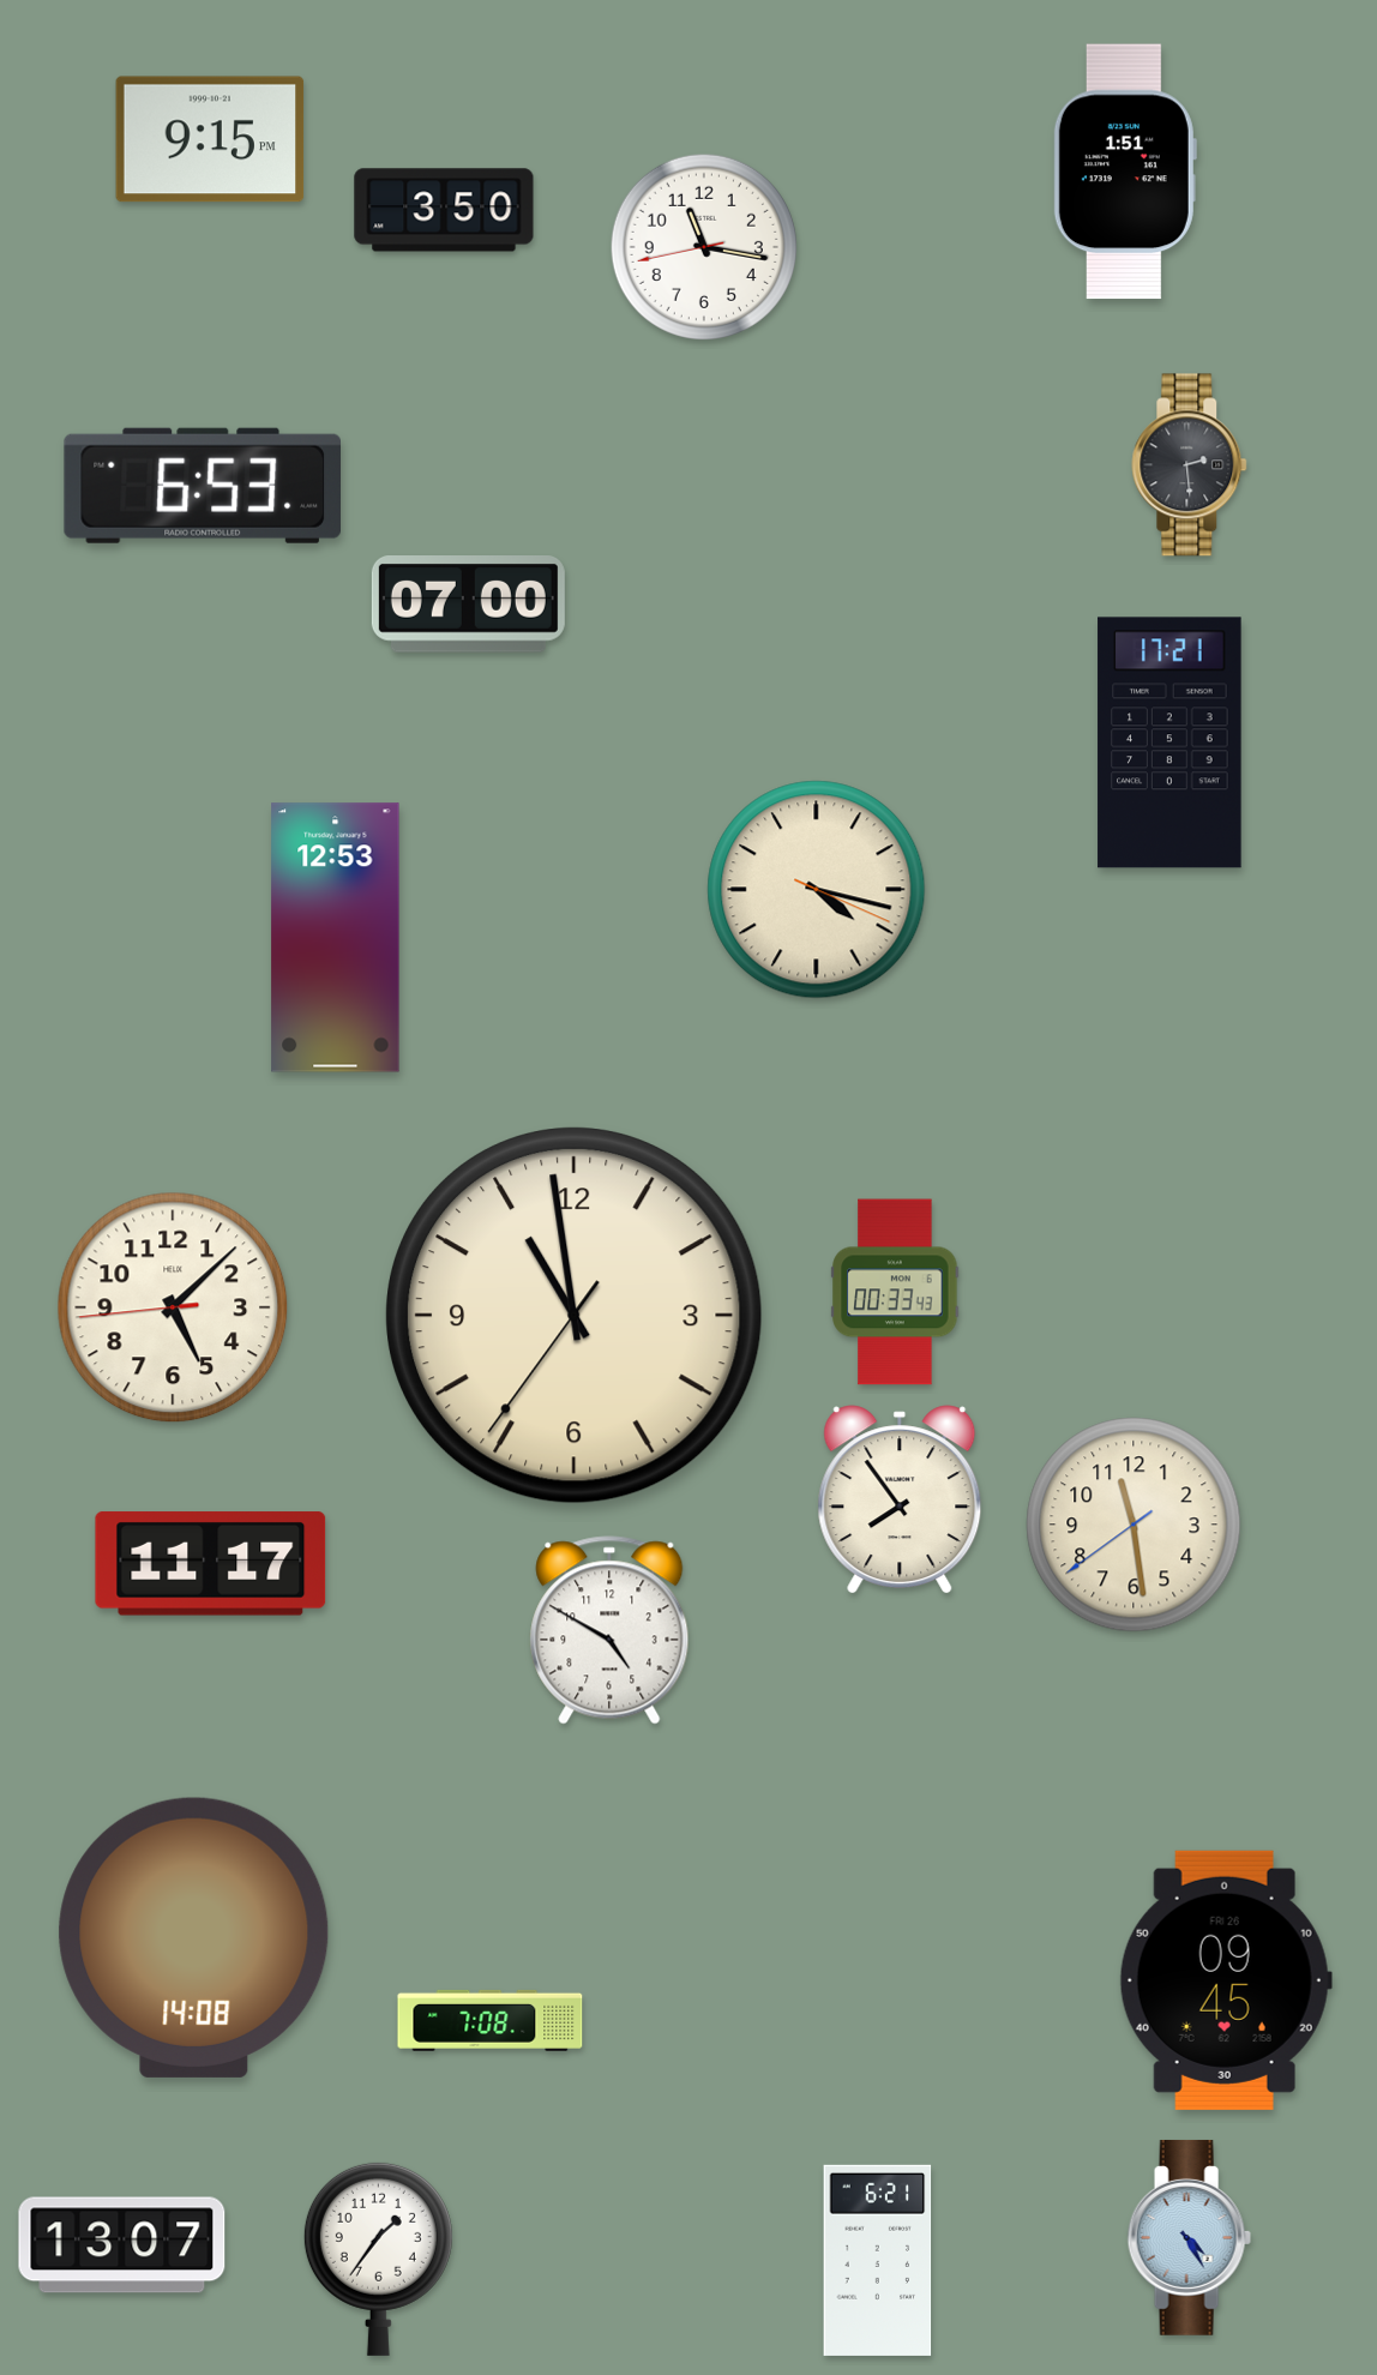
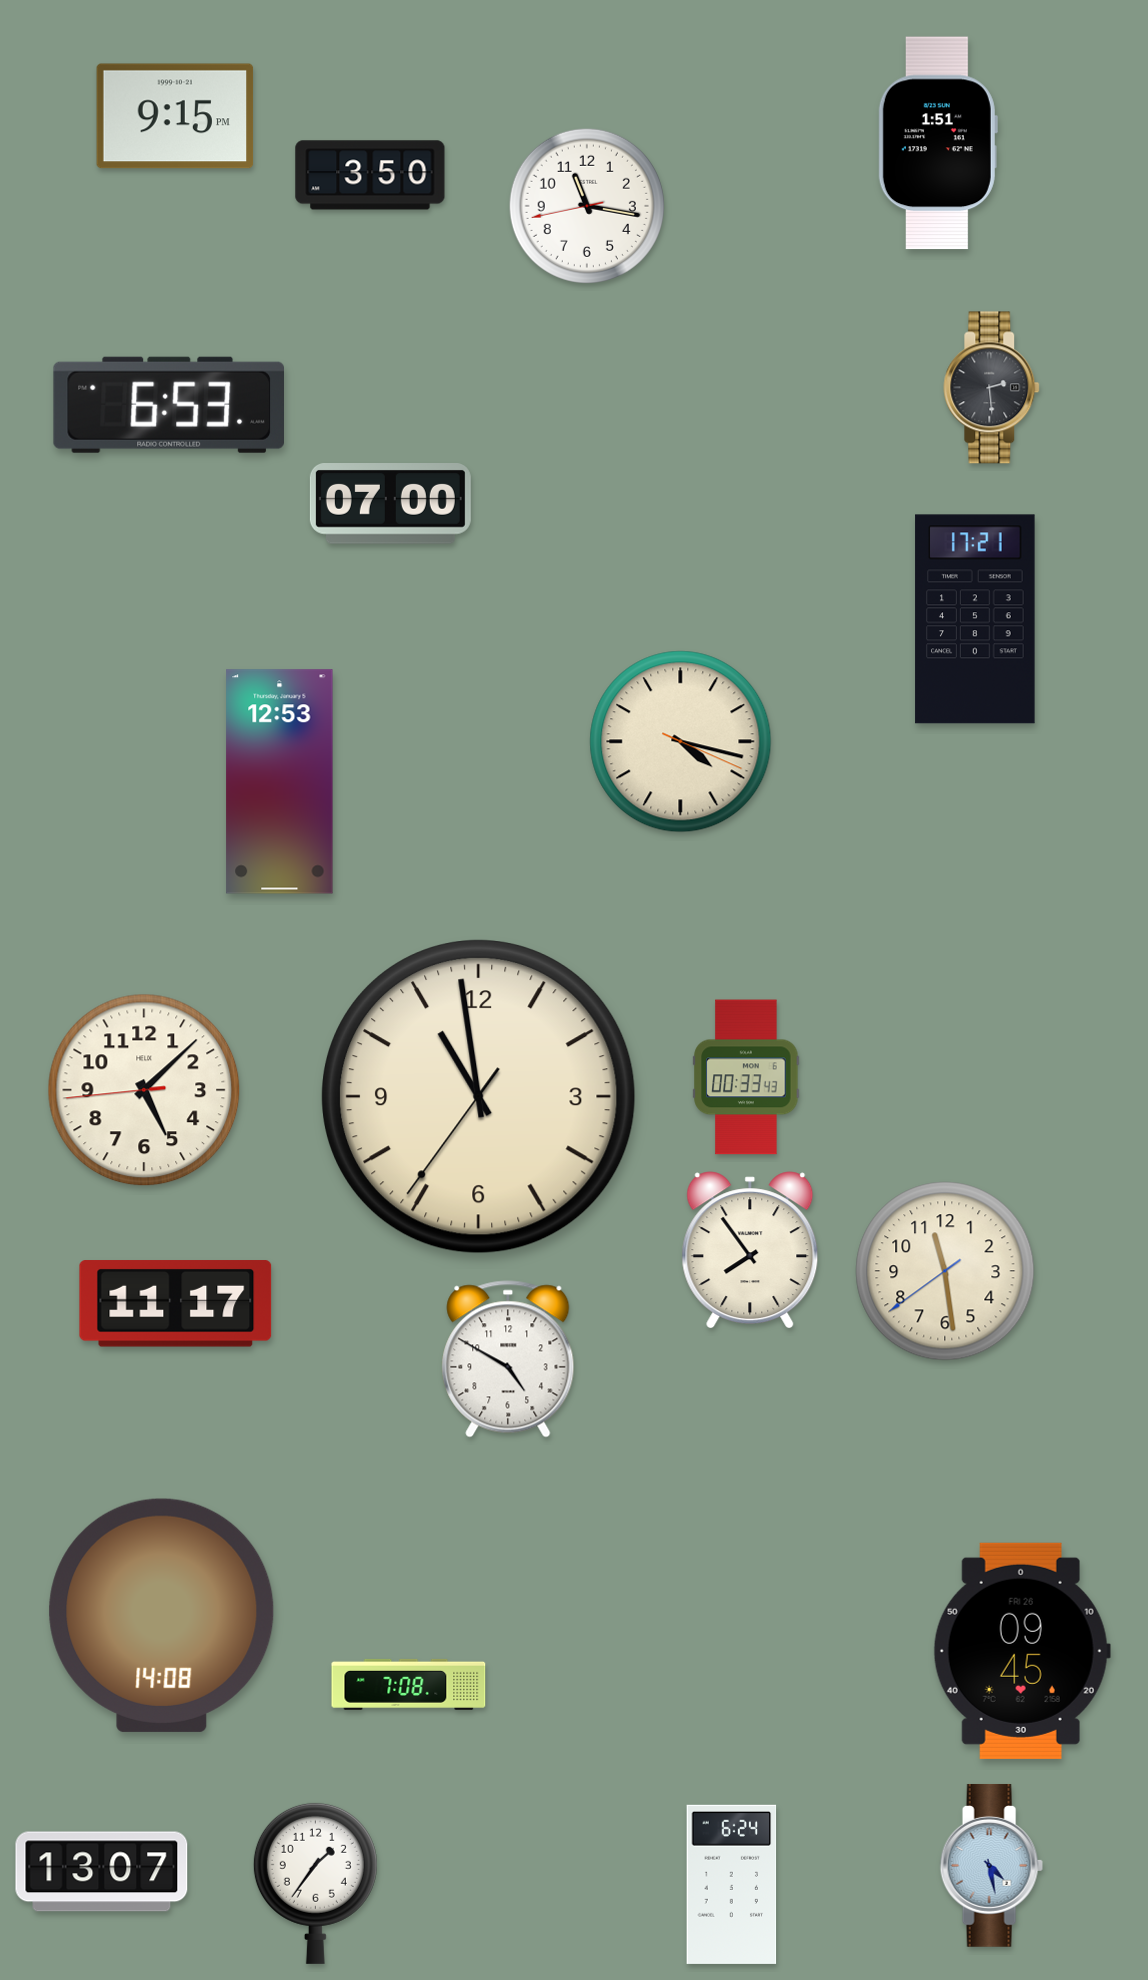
clock at (1189, 2237): 4:25 -> 4:28
clock at (878, 2260): 6:21 -> 6:24
